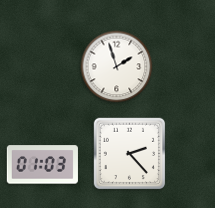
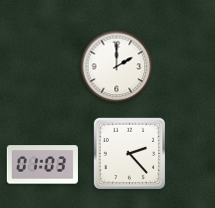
clock at (117, 67): 1:57 -> 2:00
